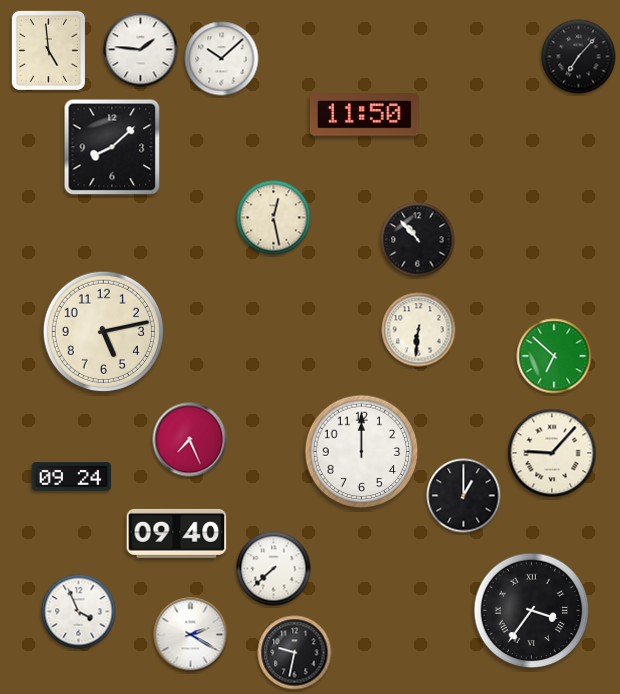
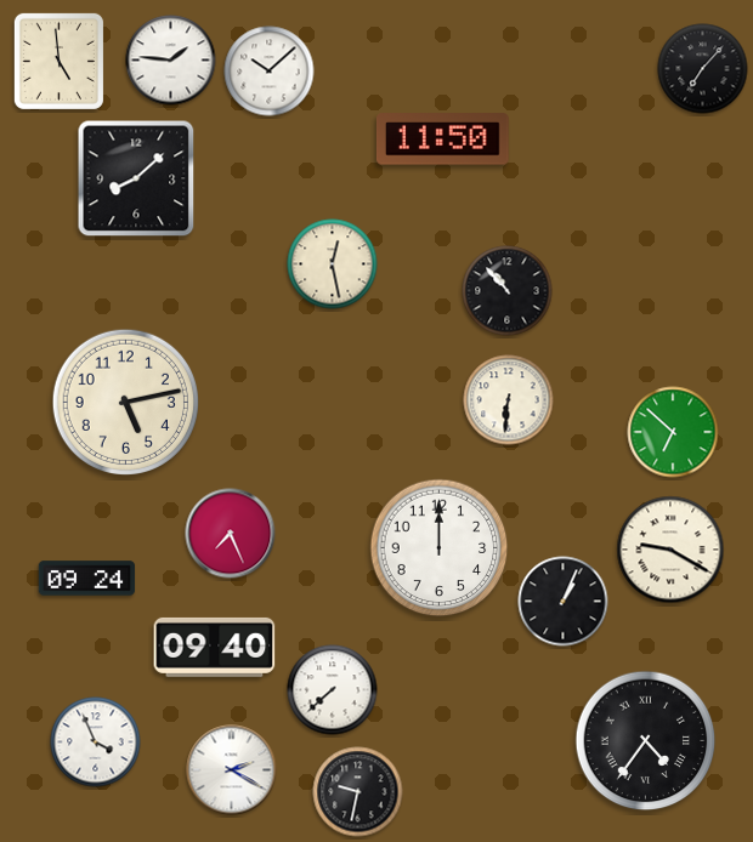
clock at (552, 453): 9:07 -> 9:20
clock at (464, 496): 1:00 -> 1:04
clock at (532, 611): 3:36 -> 4:36
